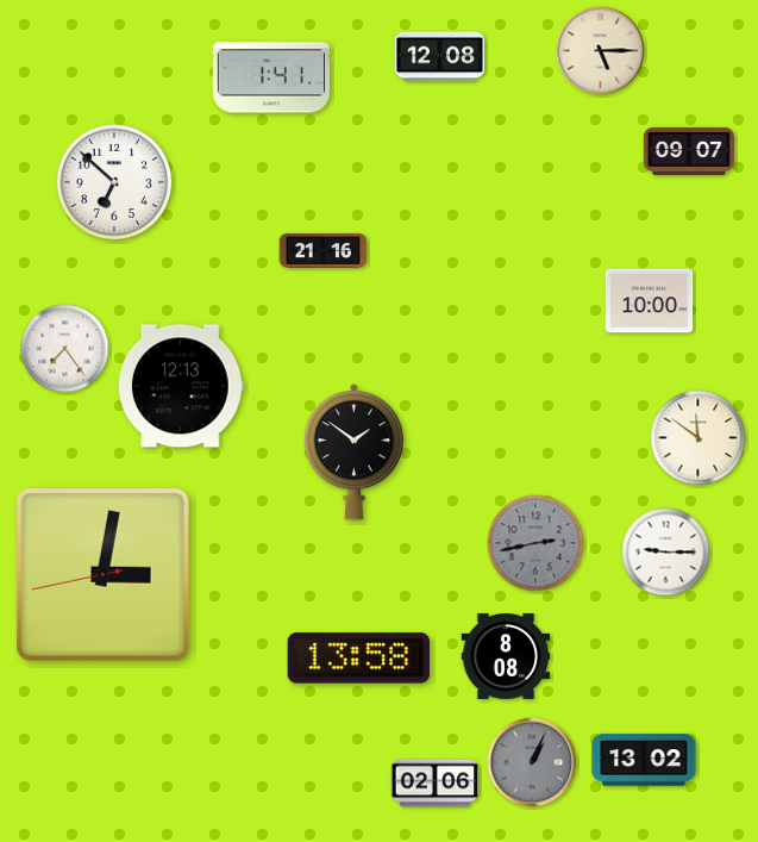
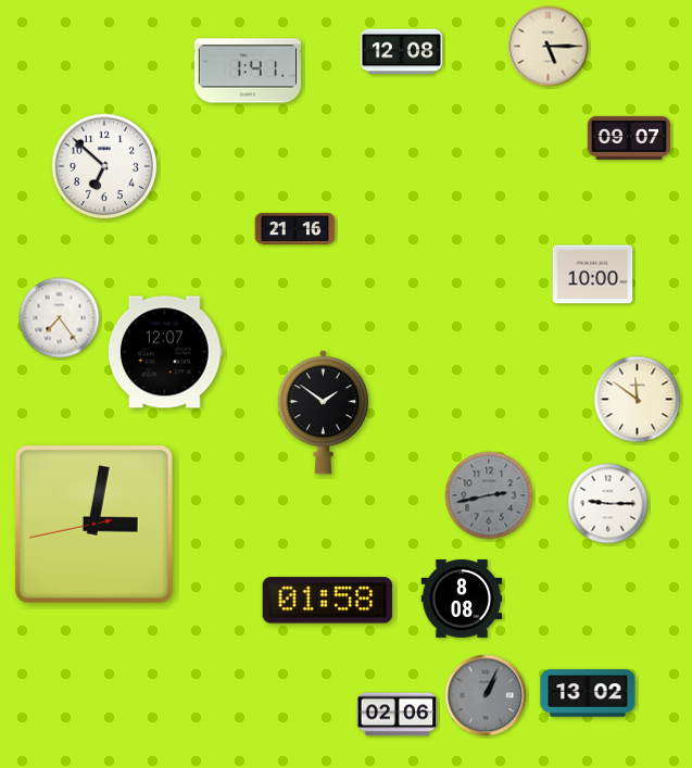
clock at (181, 386): 12:13 -> 12:07
clock at (358, 659): 13:58 -> 01:58
